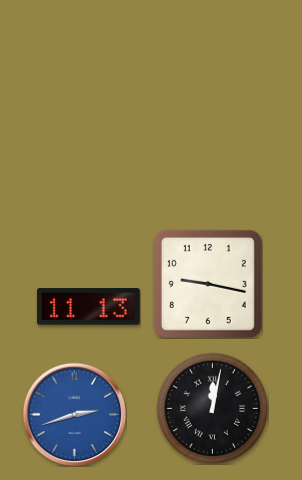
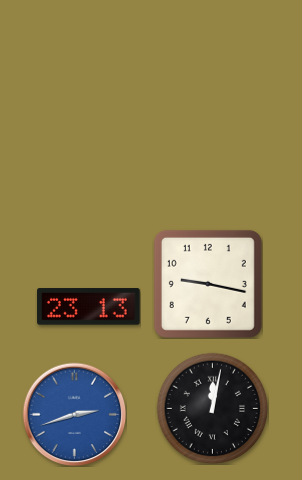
clock at (89, 307): 11:13 -> 23:13
